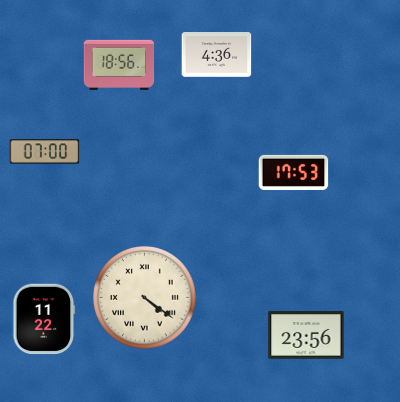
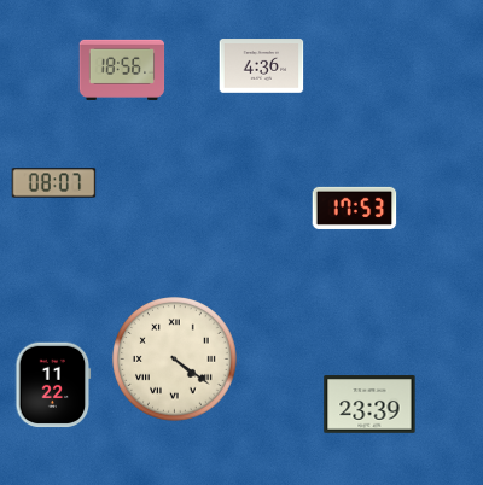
clock at (119, 65) position: (119, 65) -> (122, 70)
clock at (45, 152): 07:00 -> 08:07
clock at (306, 335): 23:56 -> 23:39
